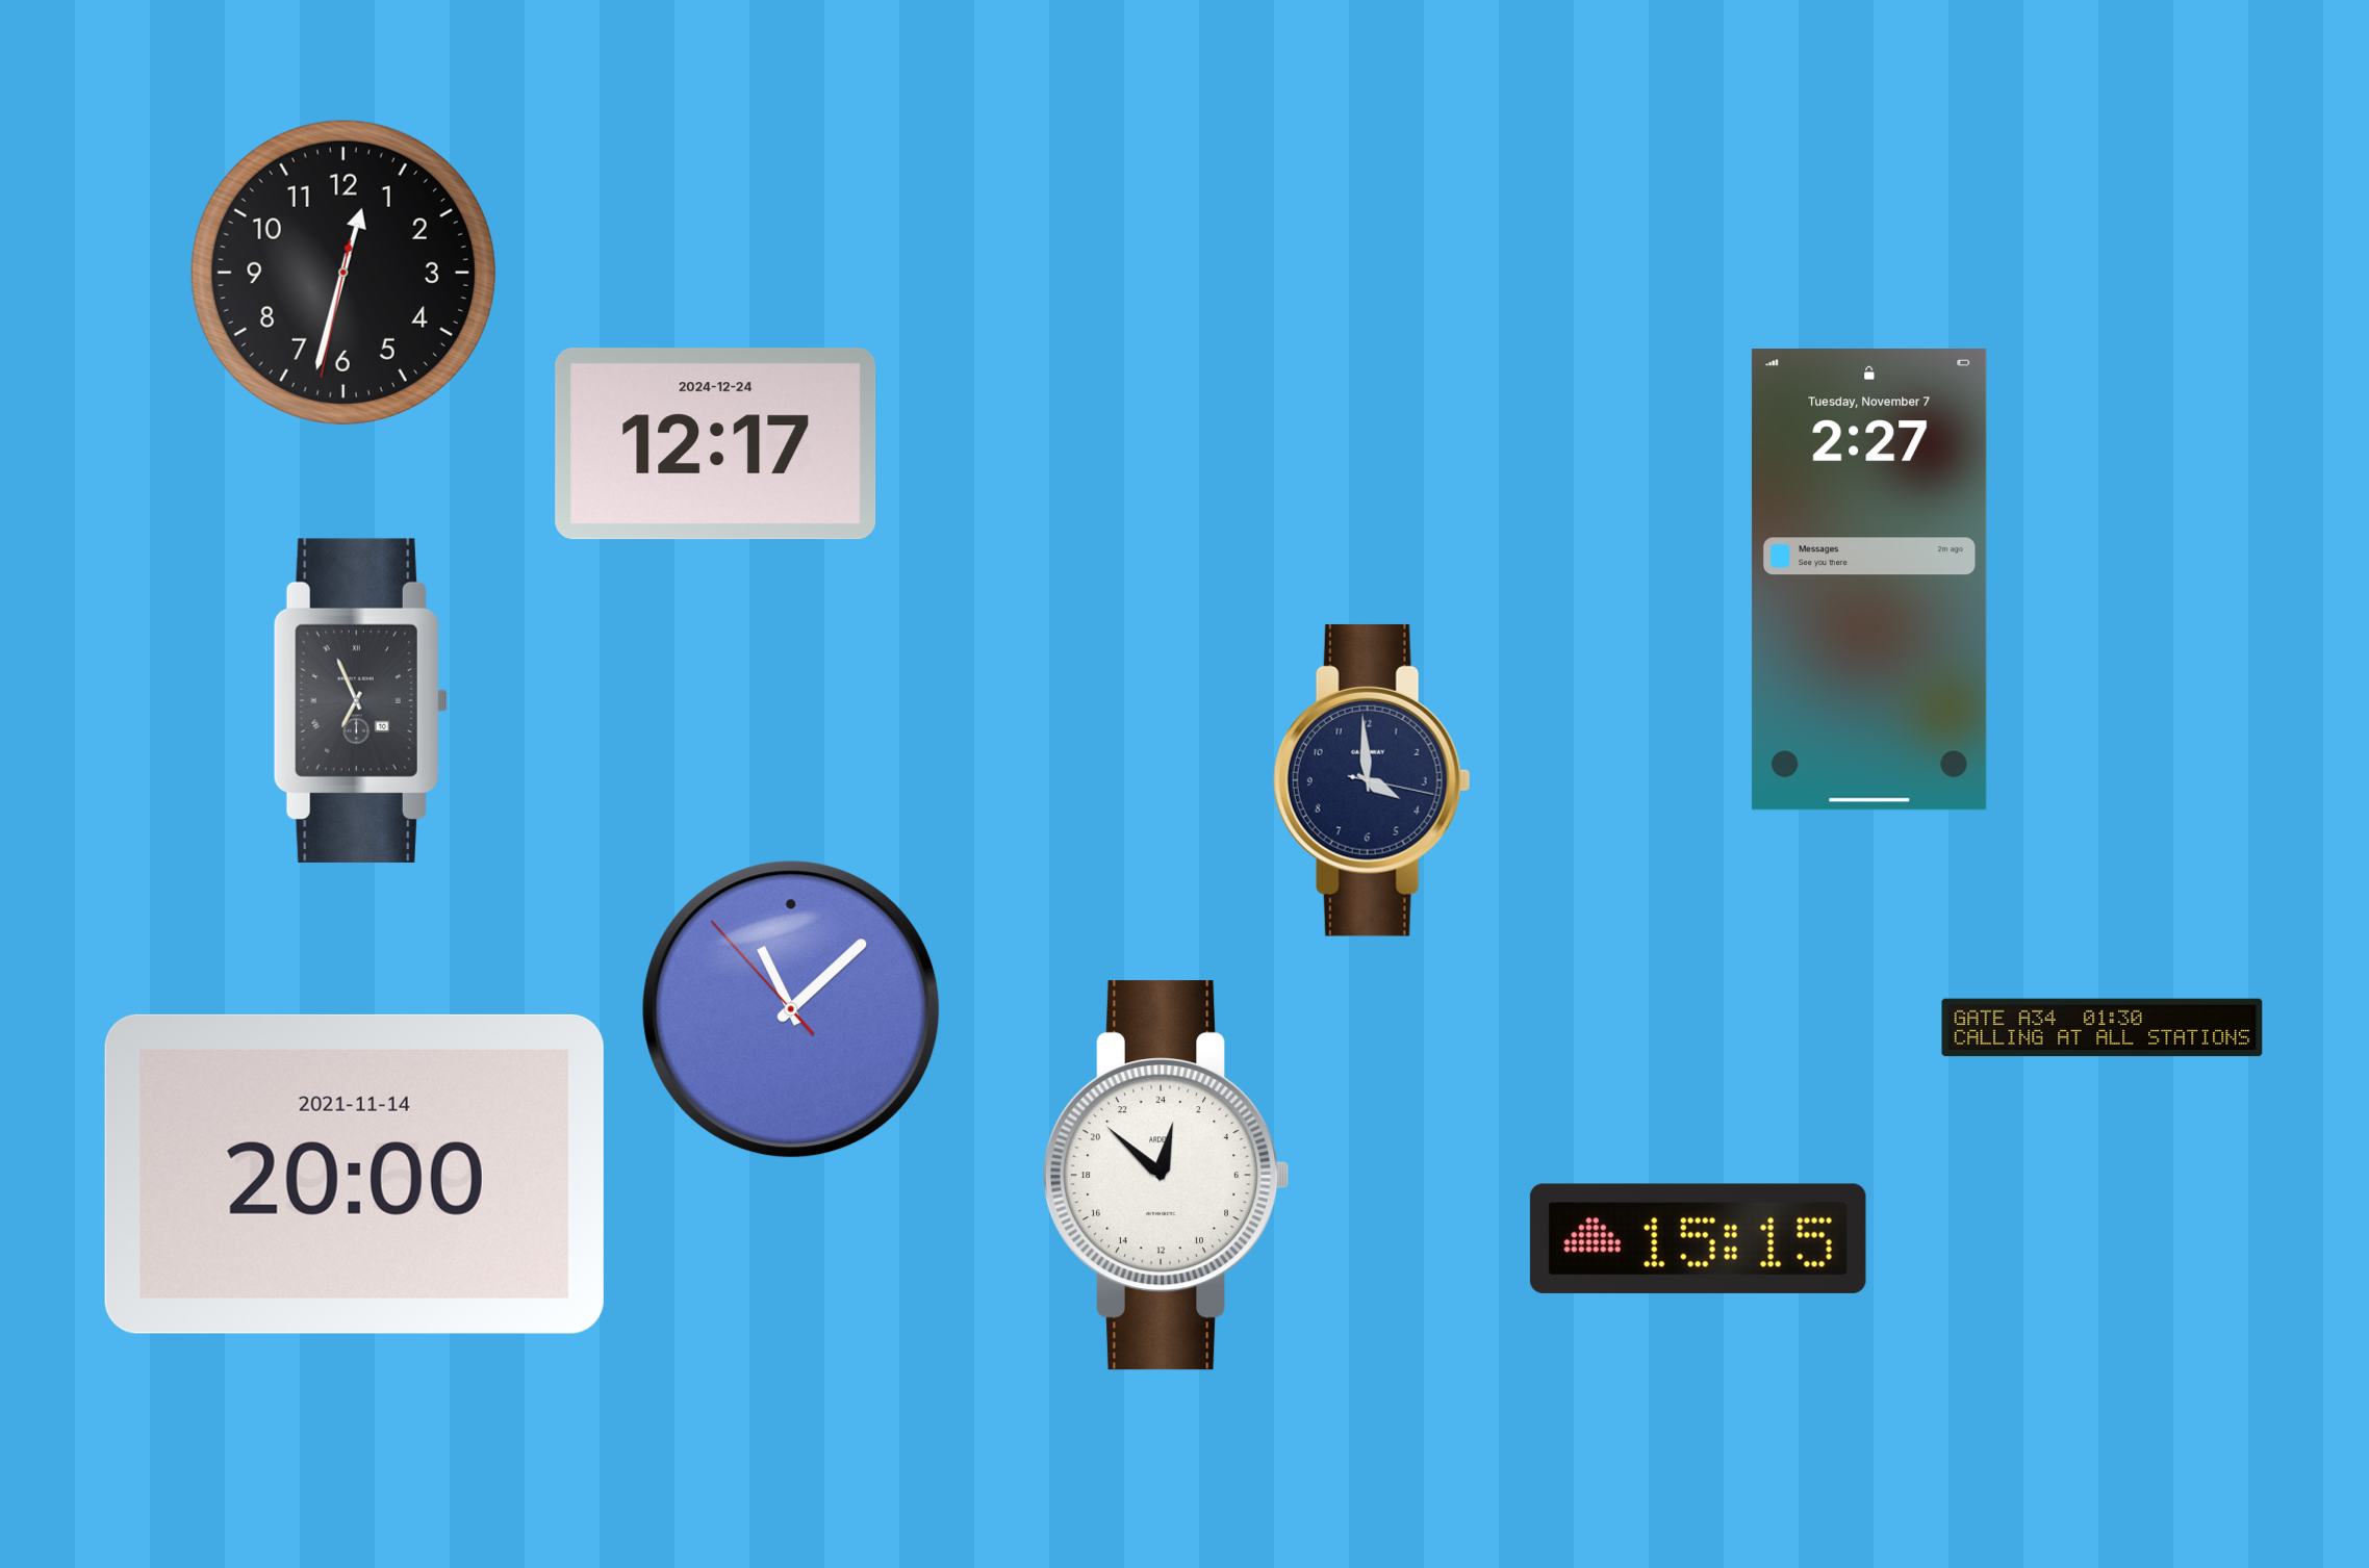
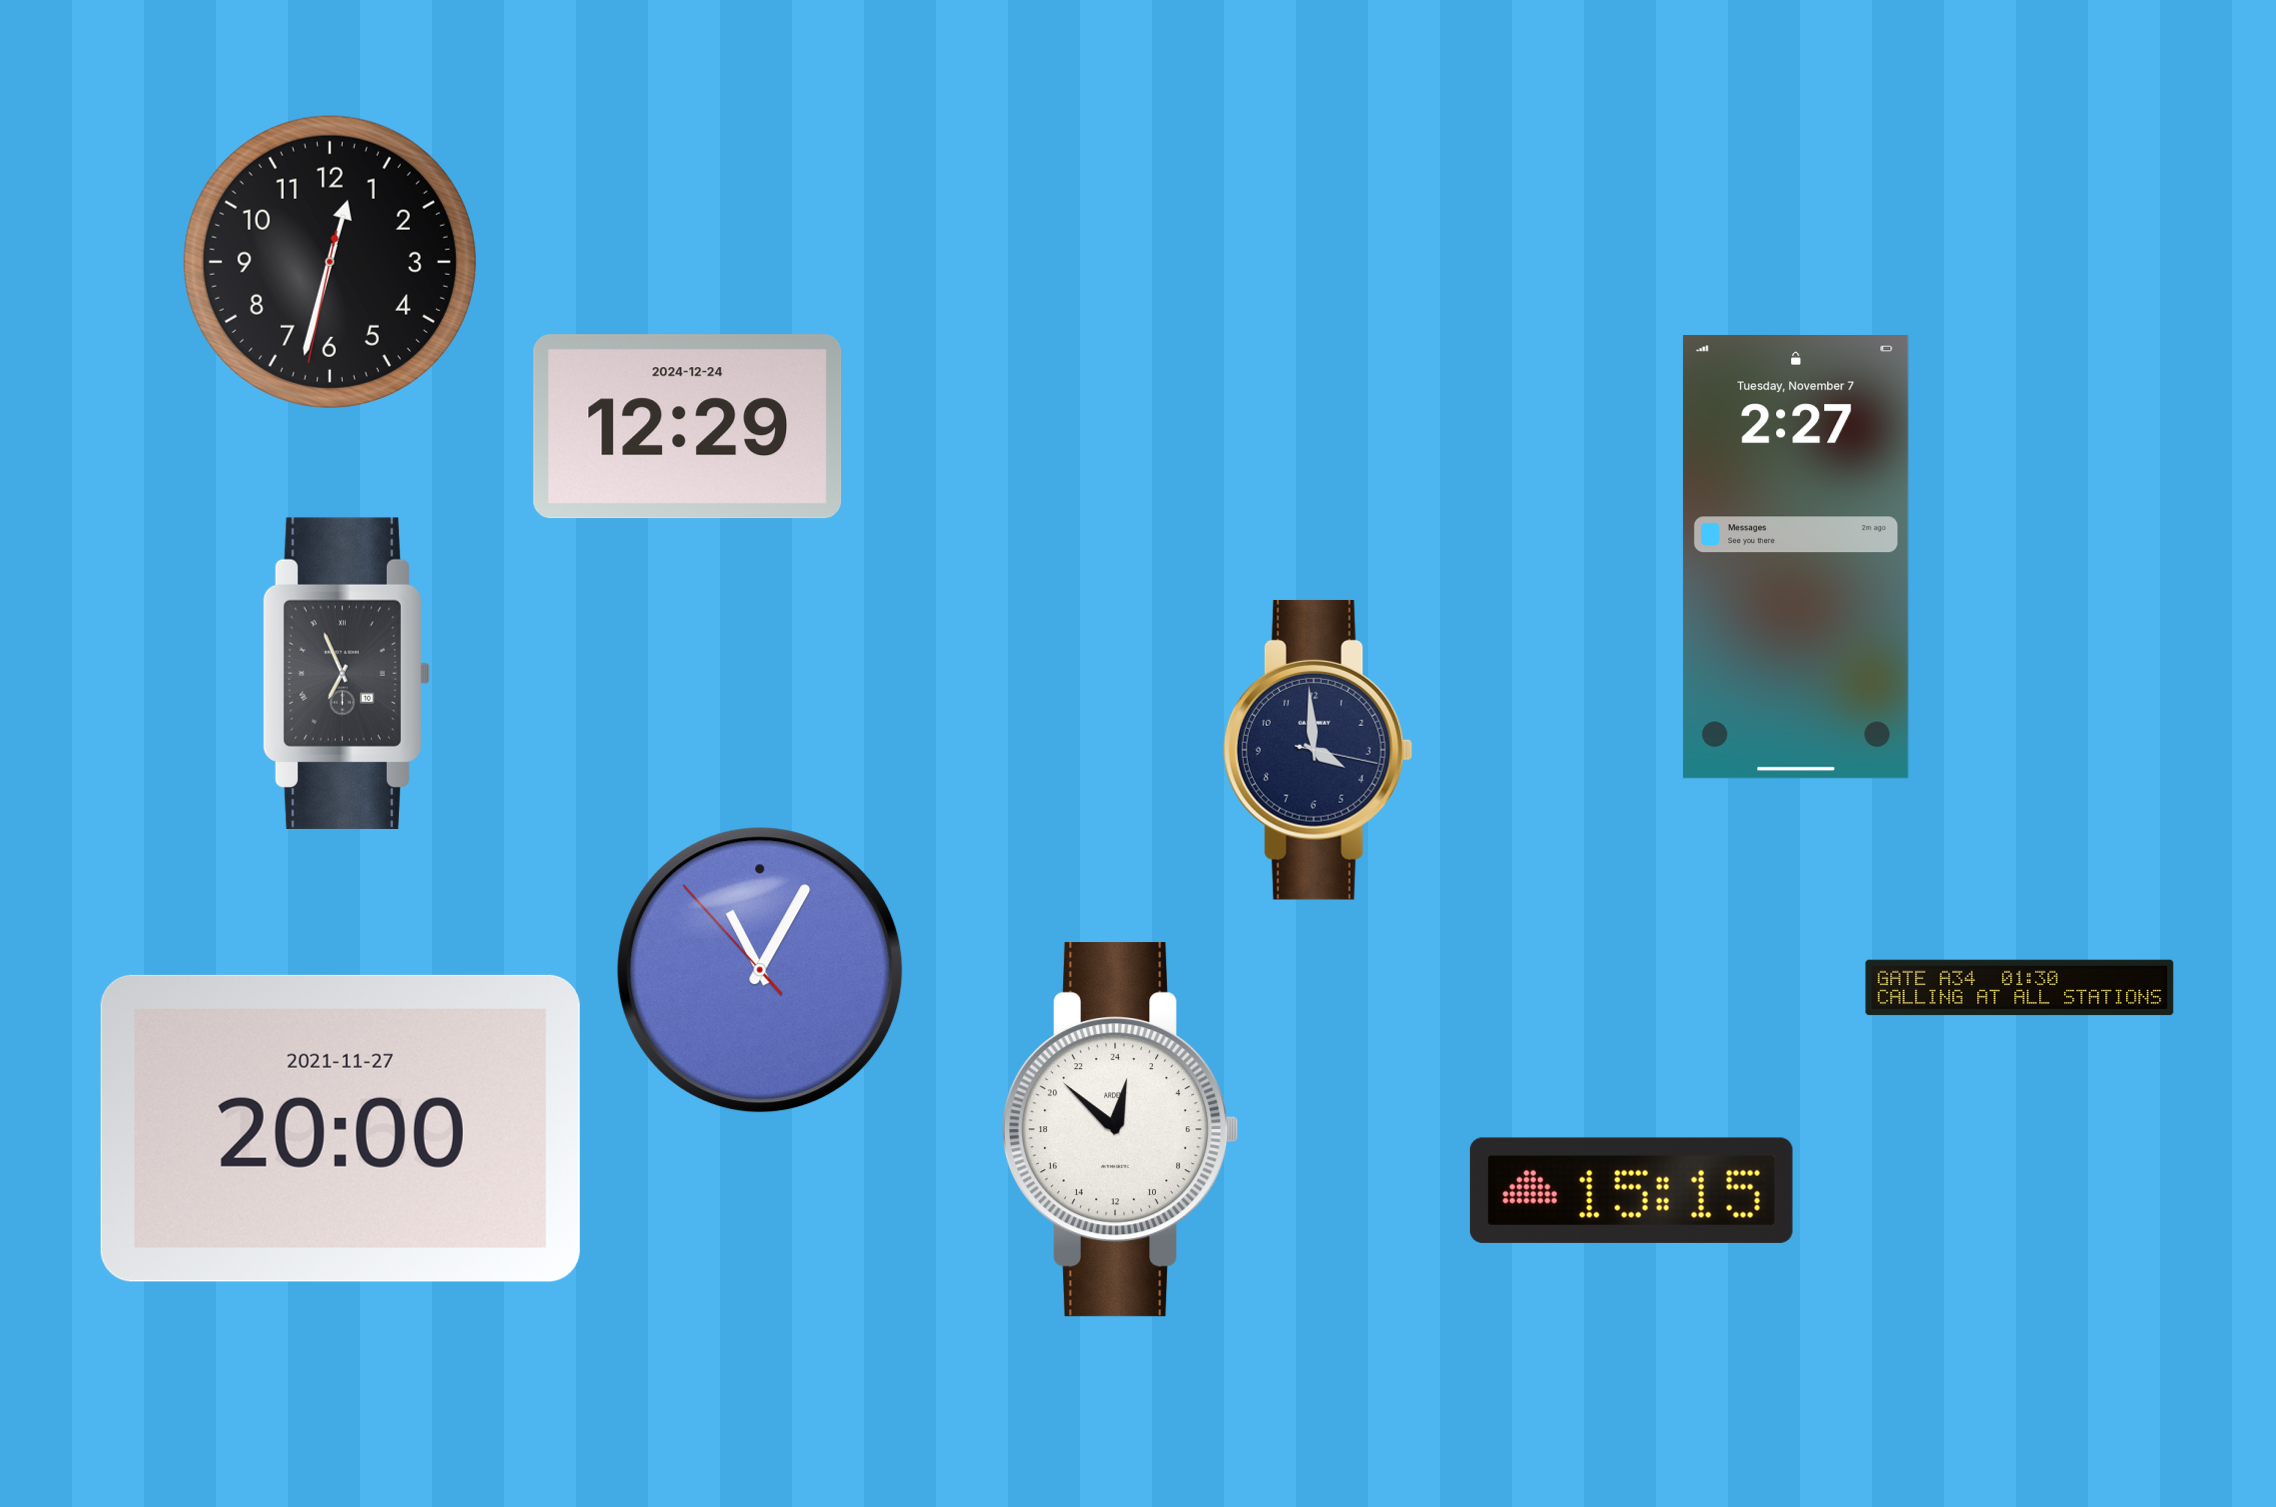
clock at (716, 444): 12:17 -> 12:29
clock at (791, 1009): 11:07 -> 11:04
clock at (354, 1174) date: 2021-11-14 -> 2021-11-27
